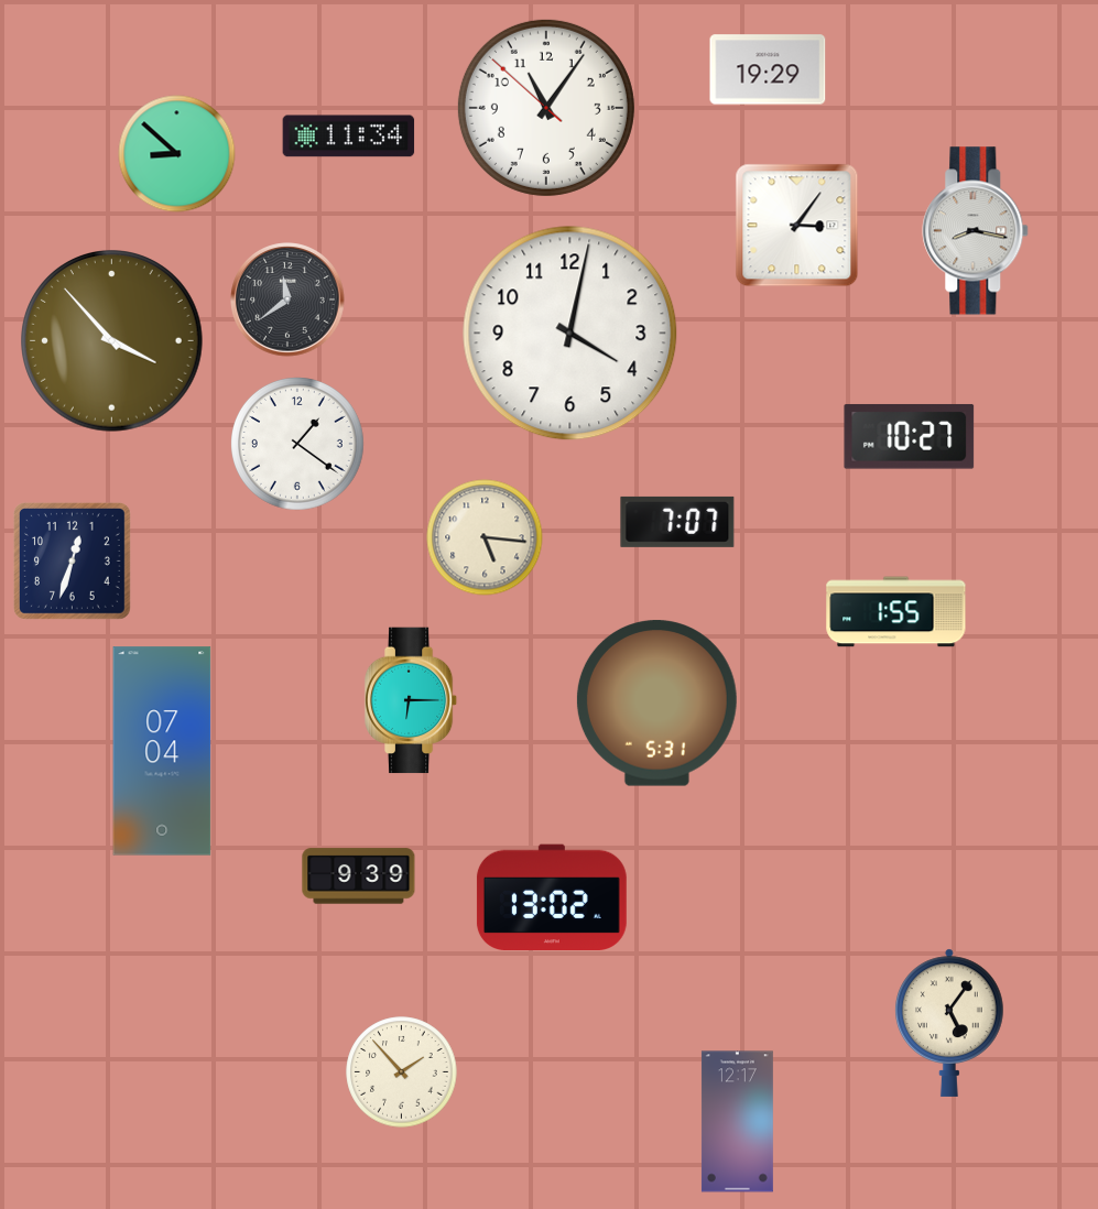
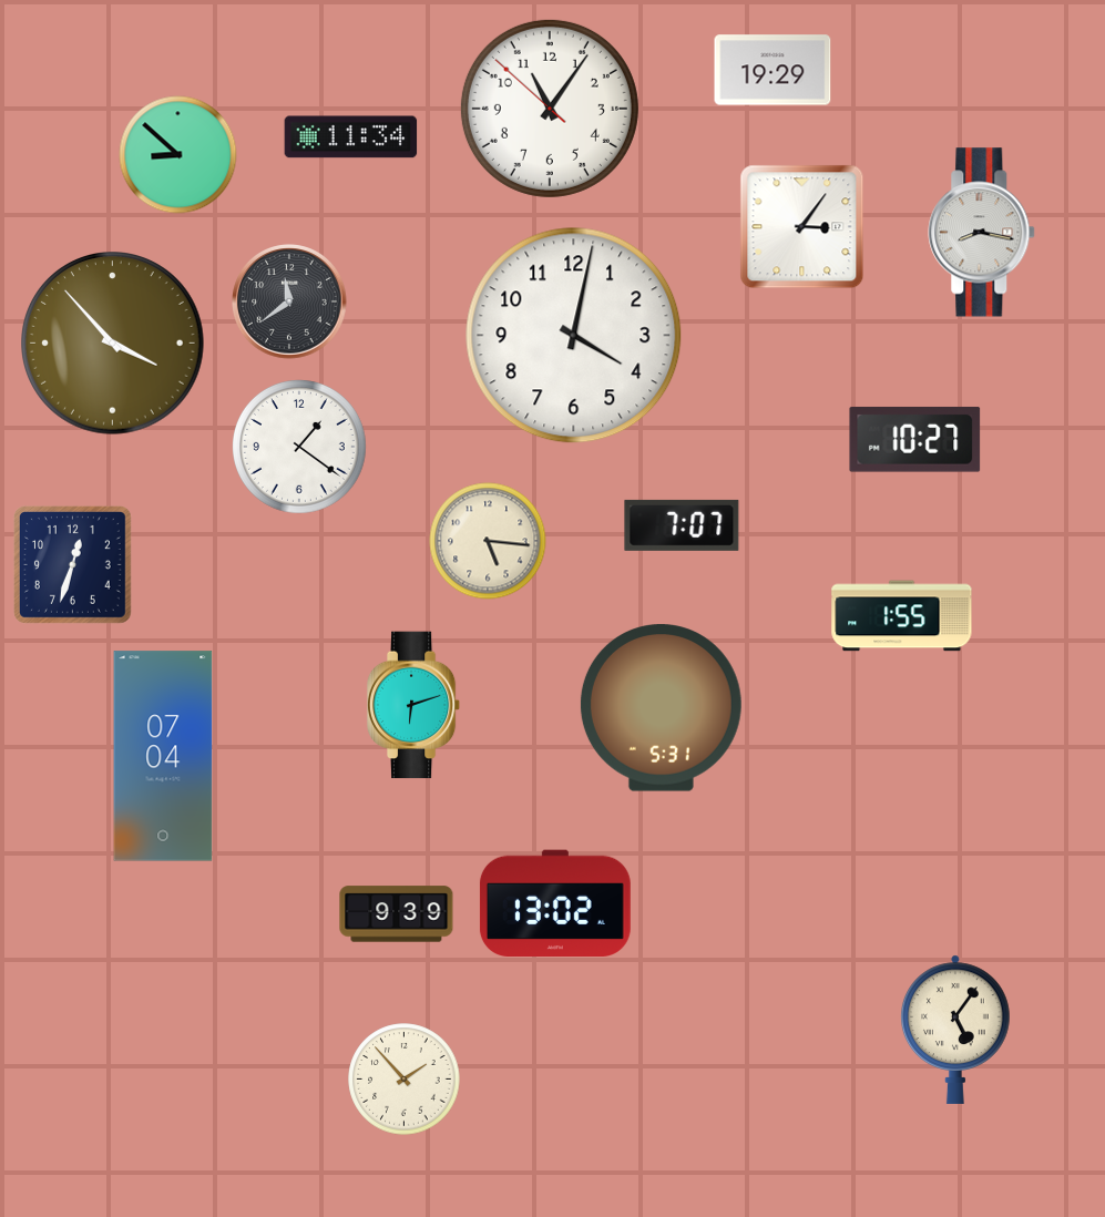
clock at (411, 700): 6:15 -> 6:12
clock at (359, 876) position: (359, 876) -> (397, 914)
clock at (737, 1122): 12:17 -> none
